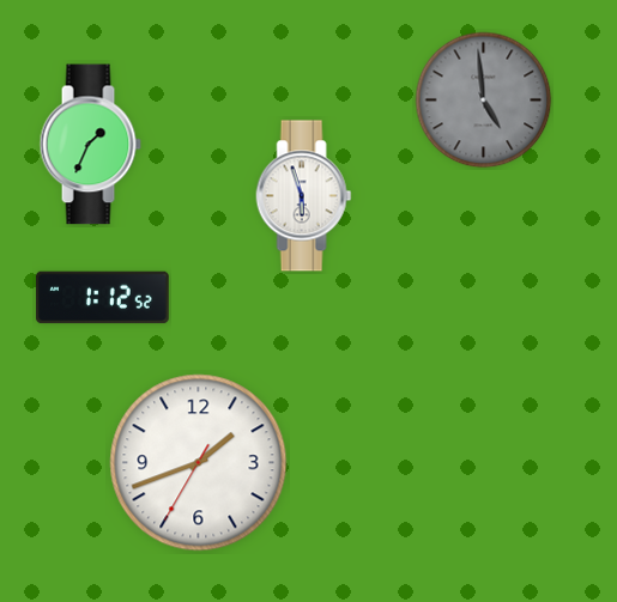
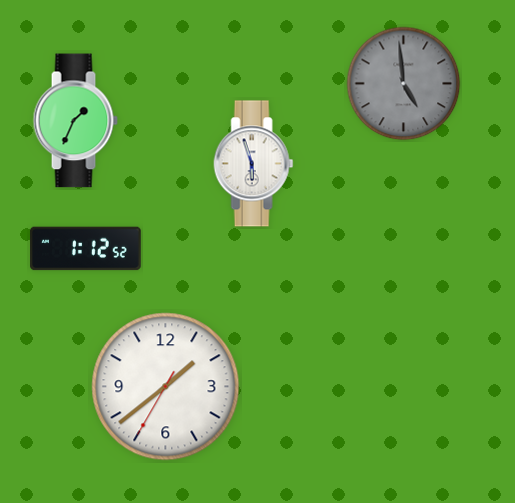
clock at (199, 463): 1:41 -> 1:38
